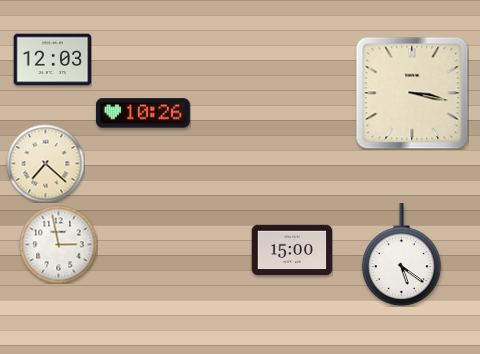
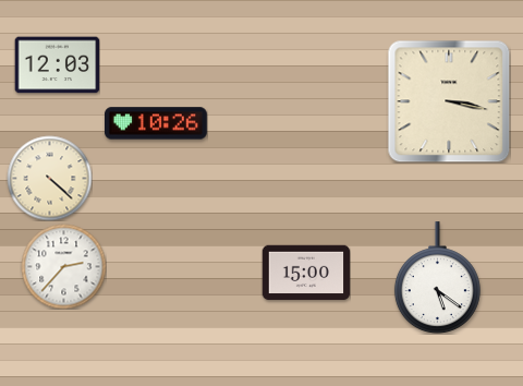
clock at (45, 163): 7:22 -> 4:22
clock at (58, 244): 2:58 -> 2:37
clock at (292, 250) position: (292, 250) -> (306, 273)
